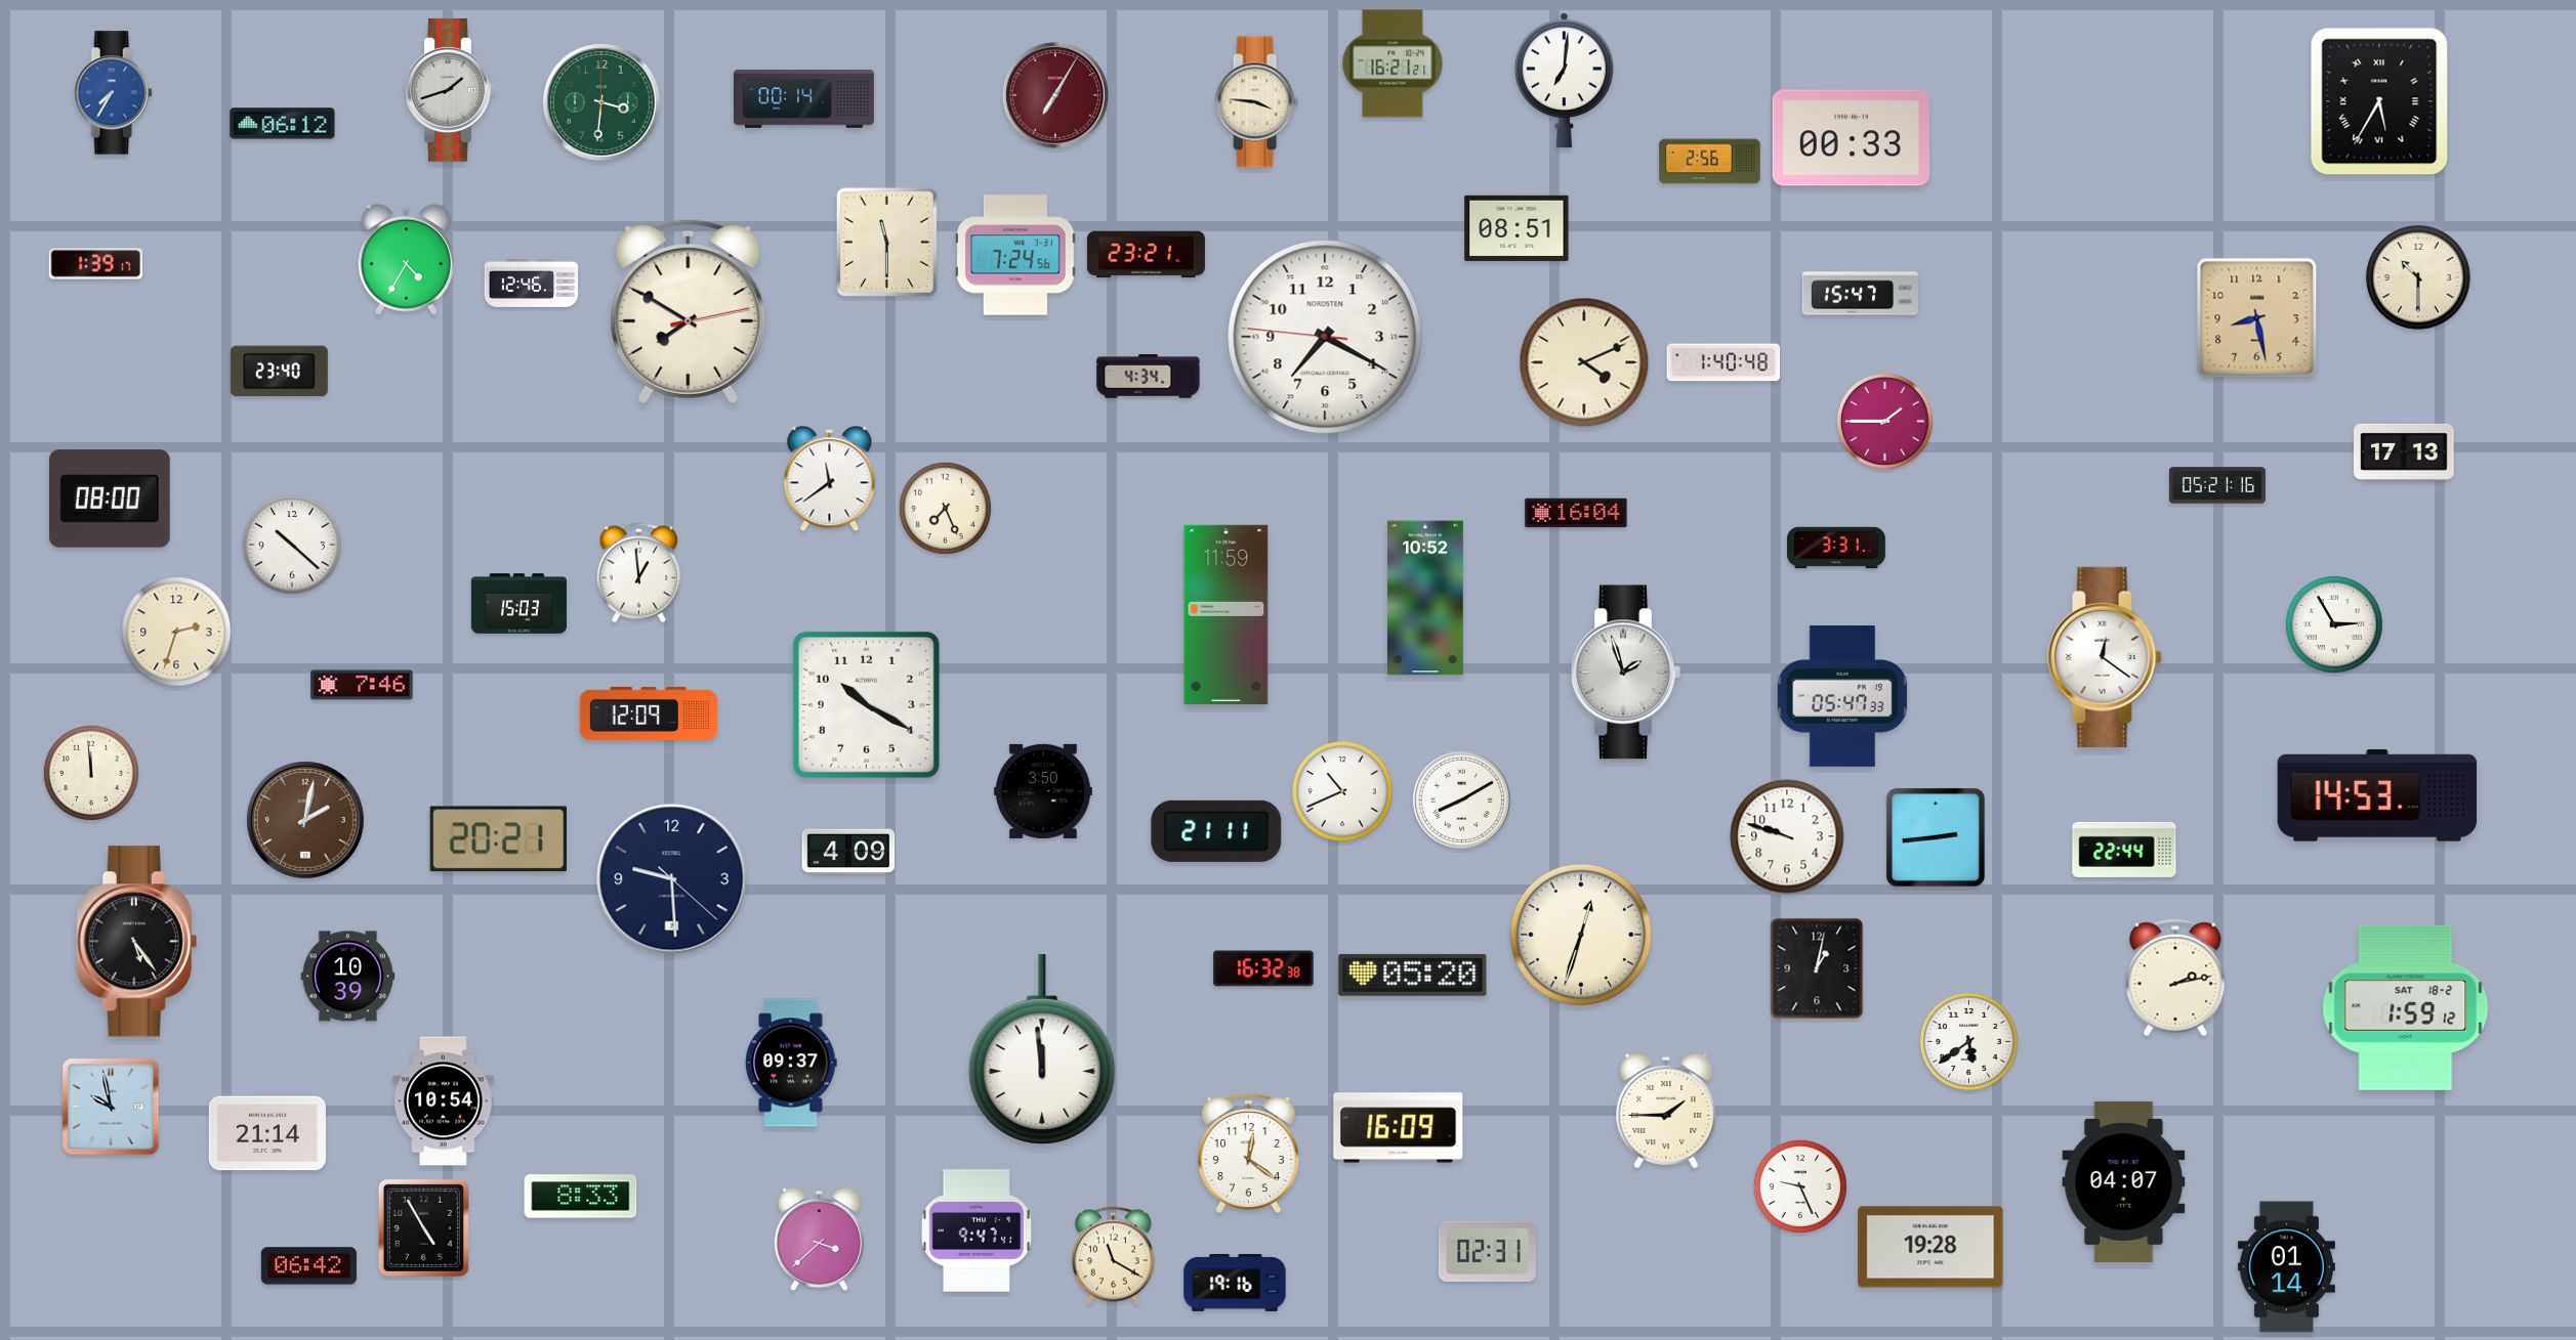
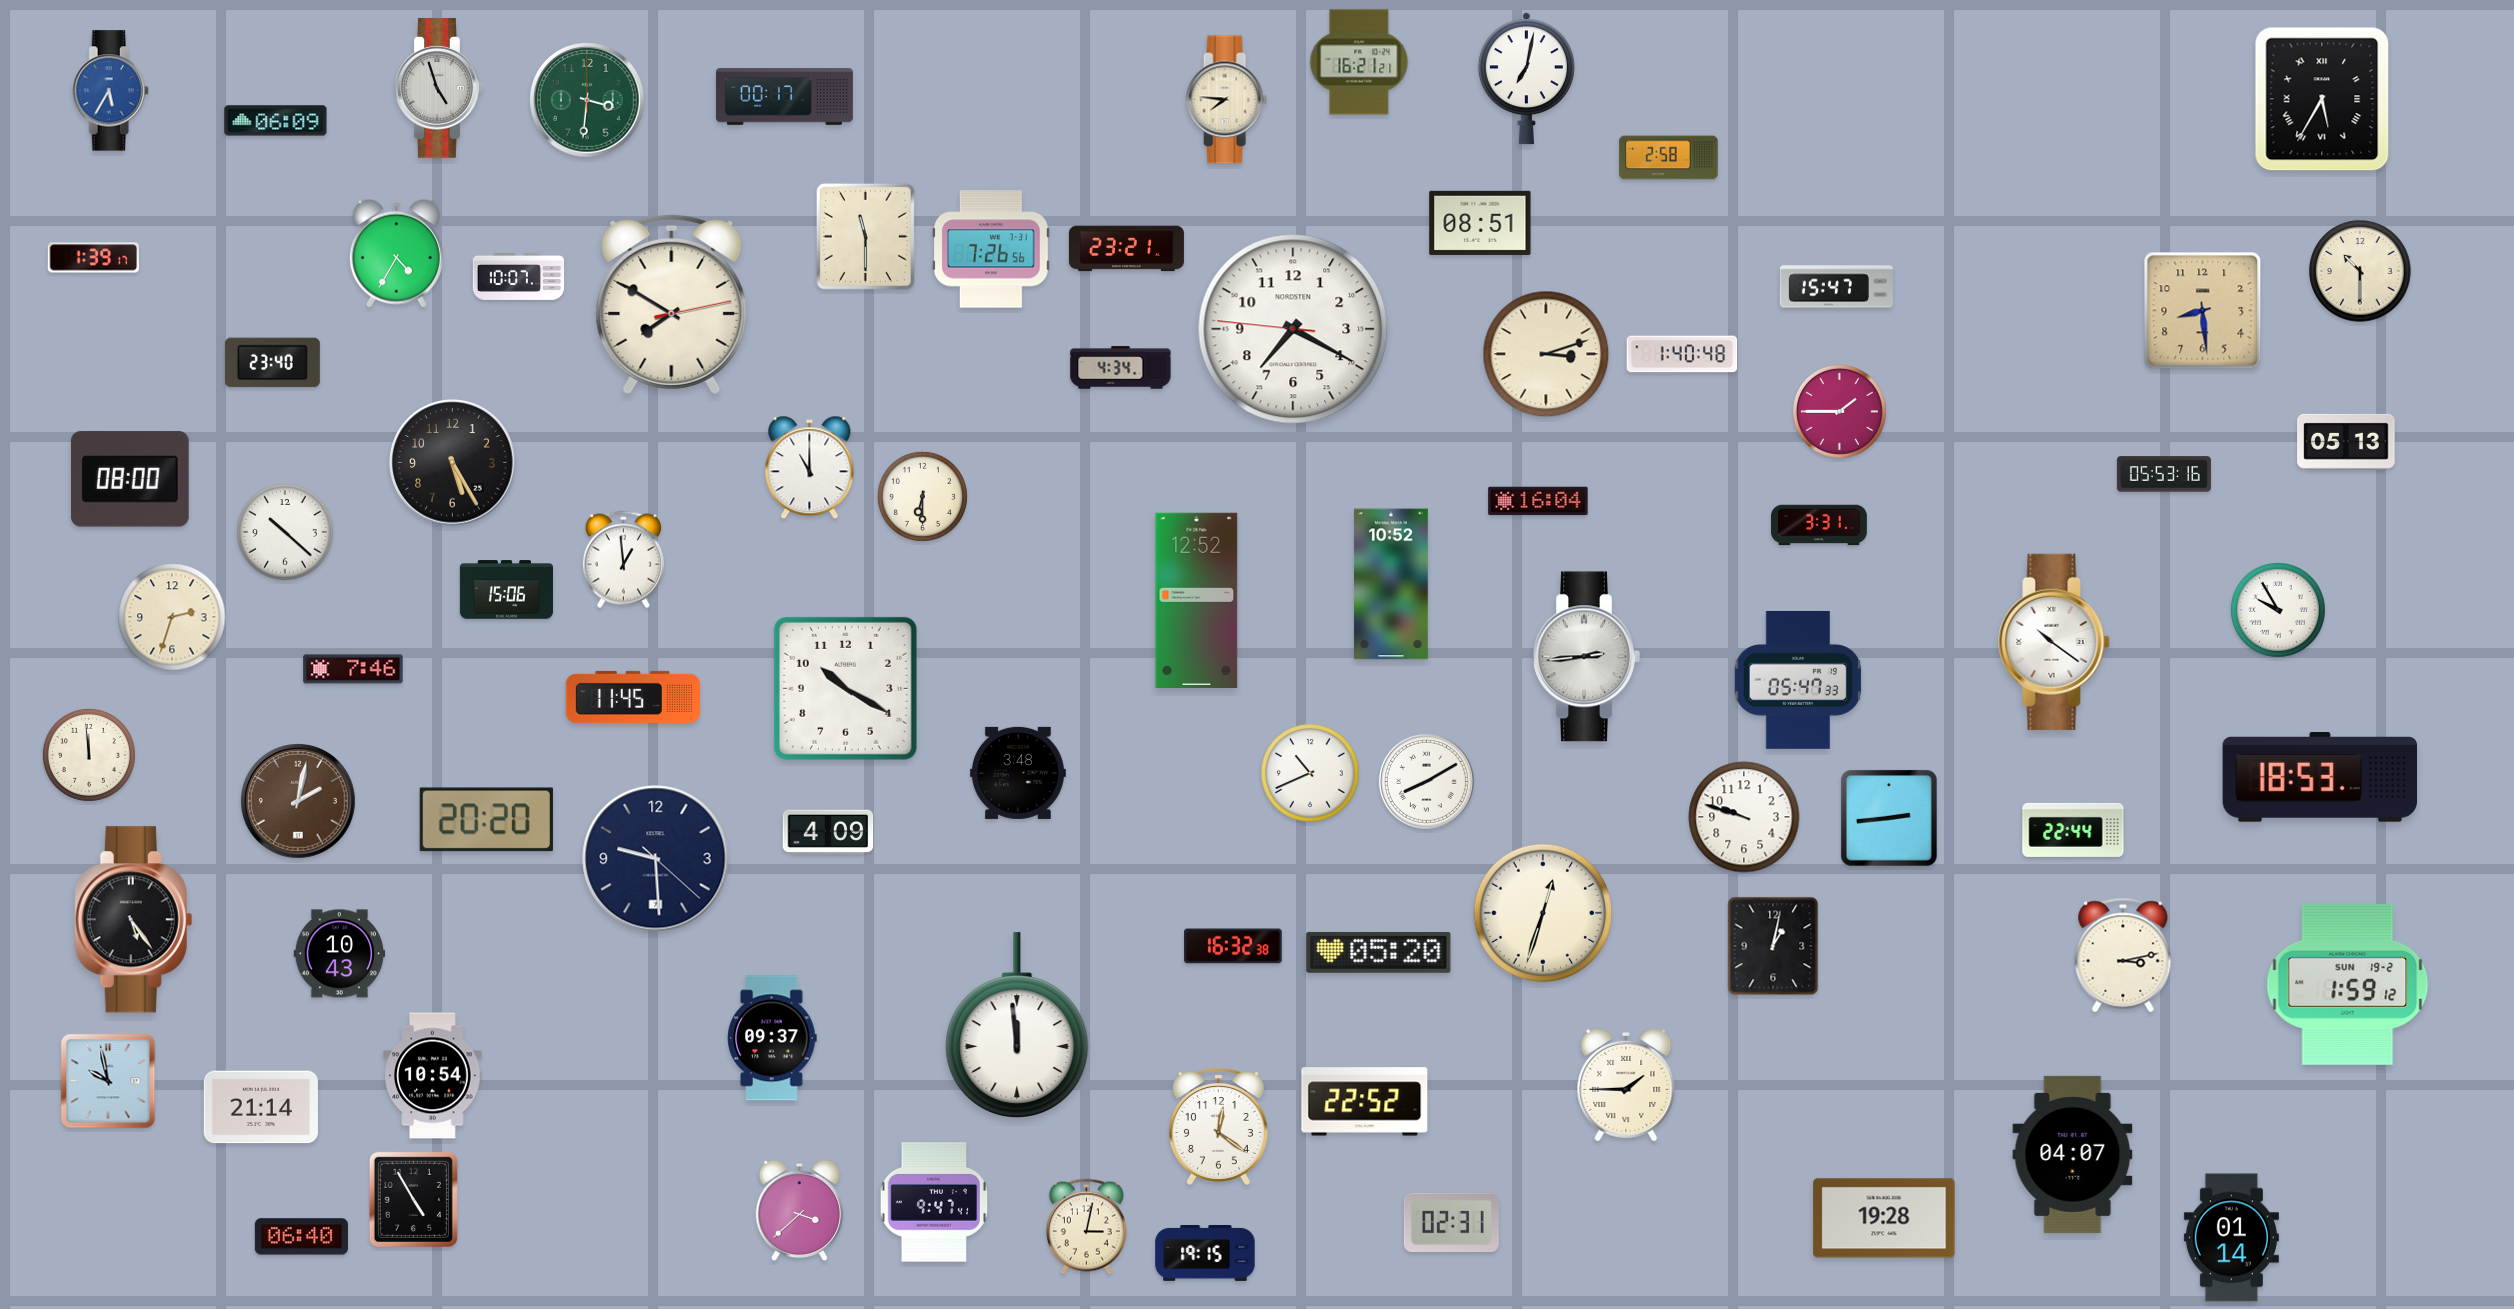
clock at (1564, 81): 7:01 -> 7:02
clock at (450, 90): 1:42 -> 4:57
clock at (113, 93): 7:35 -> 5:35
clock at (1055, 95): 7:05 -> none
clock at (803, 99): 00:14 -> 00:17
clock at (1256, 102): 3:46 -> 7:46
clock at (283, 124): 06:12 -> 06:09
clock at (1851, 138): 00:33 -> none
clock at (1710, 162): 2:56 -> 2:58
clock at (1016, 255): 7:24 -> 7:26
clock at (1146, 255) position: (1146, 255) -> (1126, 249)
clock at (532, 283): 12:46 -> 10:07
clock at (1860, 294) position: (1860, 294) -> (1836, 287)
clock at (2257, 318): 8:28 -> 8:29
clock at (1584, 362): 4:11 -> 3:12
clock at (2404, 452): 17:13 -> 05:13
clock at (453, 463): none -> 5:25
clock at (830, 479): 11:39 -> 11:00
clock at (2217, 485): 05:21 -> 05:53
clock at (110, 499) position: (110, 499) -> (130, 479)
clock at (945, 508): 7:26 -> 6:30
clock at (1837, 548) position: (1837, 548) -> (1820, 525)
clock at (518, 604): 15:03 -> 15:06
clock at (1227, 614): 11:59 -> 12:52
clock at (2334, 624): 2:55 -> 9:55
clock at (2105, 657): 12:21 -> 10:21
clock at (1625, 673): 1:57 -> 2:44
clock at (649, 714): 12:09 -> 11:45
clock at (1043, 791): 3:50 -> 3:48
clock at (2377, 796): 14:53 -> 18:53
clock at (1216, 831): 21:11 -> none
clock at (498, 839): 20:21 -> 20:20
clock at (348, 977): 10:39 -> 10:43
clock at (2175, 978): 2:13 -> 3:13
clock at (2406, 1007) date: SAT 18-2 -> SUN 19-2
clock at (1969, 1042): 5:39 -> none
clock at (1399, 1128): 16:09 -> 22:52
clock at (1800, 1186): 9:26 -> none
clock at (581, 1197): 8:33 -> none
clock at (975, 1230) position: (975, 1230) -> (933, 1202)
clock at (1113, 1256): 11:20 -> 3:02
clock at (308, 1266): 06:42 -> 06:40
clock at (1235, 1284): 19:16 -> 19:15
